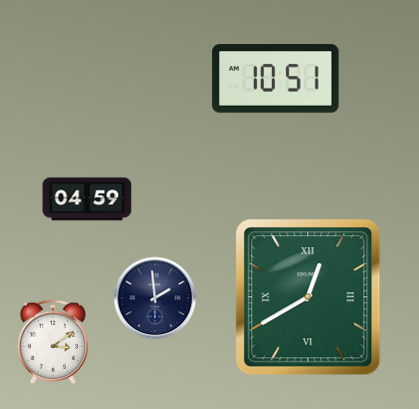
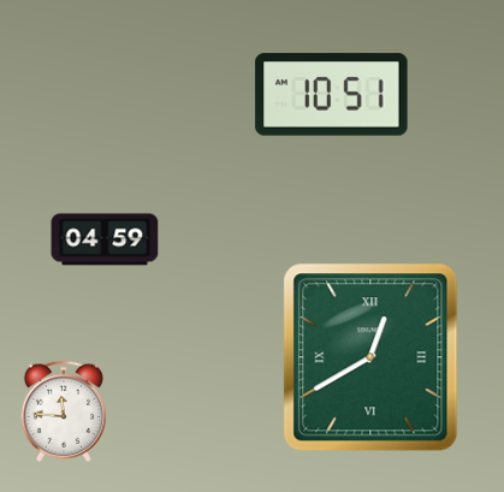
clock at (155, 298): 1:59 -> none
clock at (52, 342): 3:09 -> 11:46
